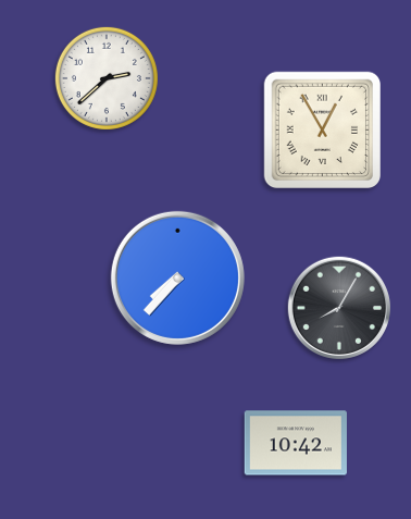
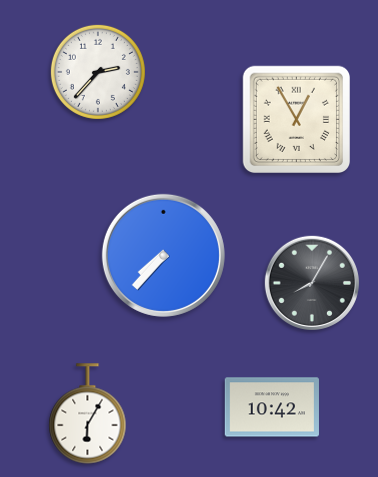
clock at (107, 78): 2:38 -> 2:37
clock at (88, 414): none -> 6:05
